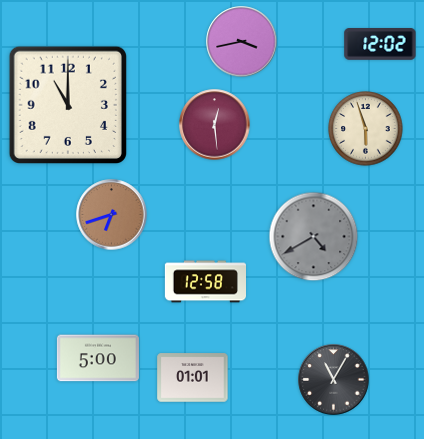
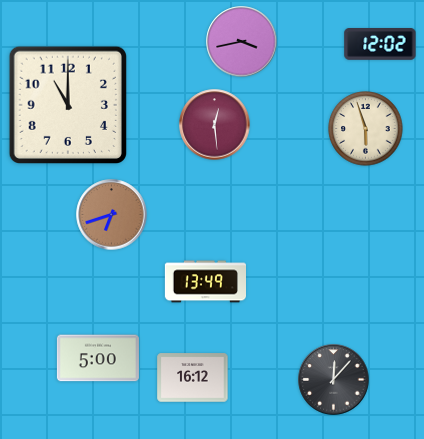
clock at (314, 237): 4:40 -> none
clock at (205, 282): 12:58 -> 13:49
clock at (193, 378): 01:01 -> 16:12
clock at (334, 380): 11:05 -> 12:07
